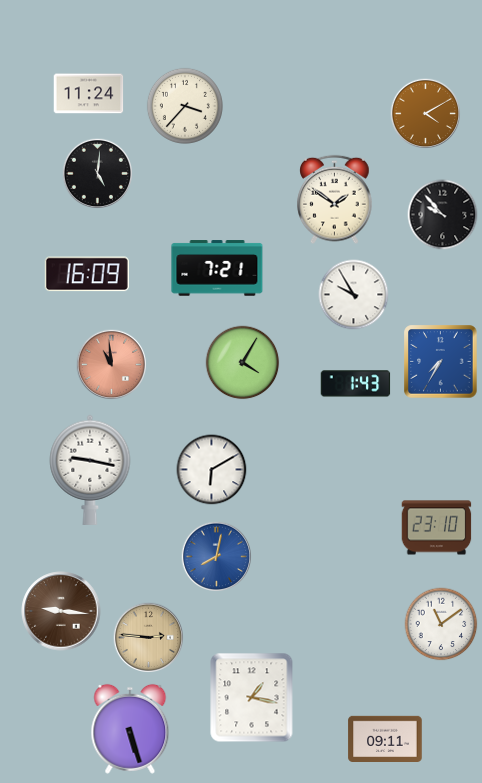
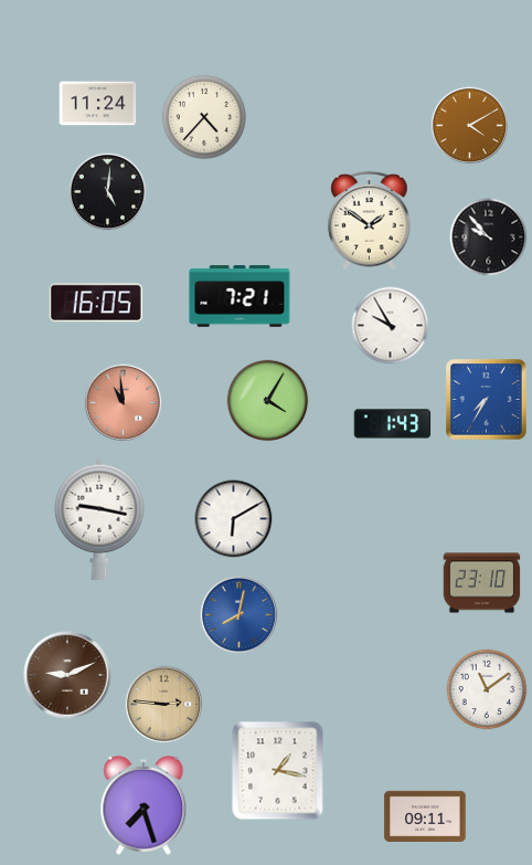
clock at (185, 106): 3:37 -> 4:37
clock at (87, 274): 16:09 -> 16:05
clock at (61, 611): 9:16 -> 9:11
clock at (130, 729): 5:27 -> 7:27
